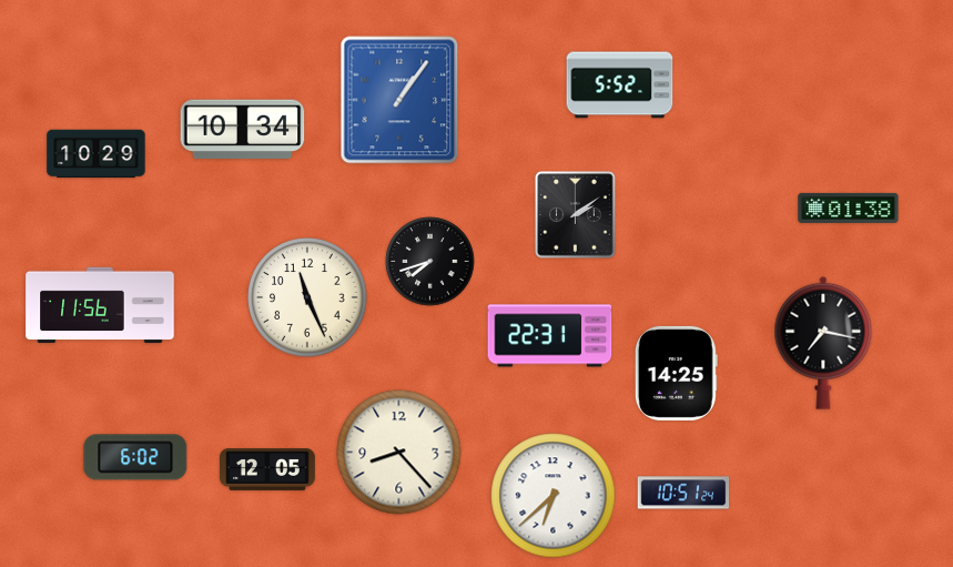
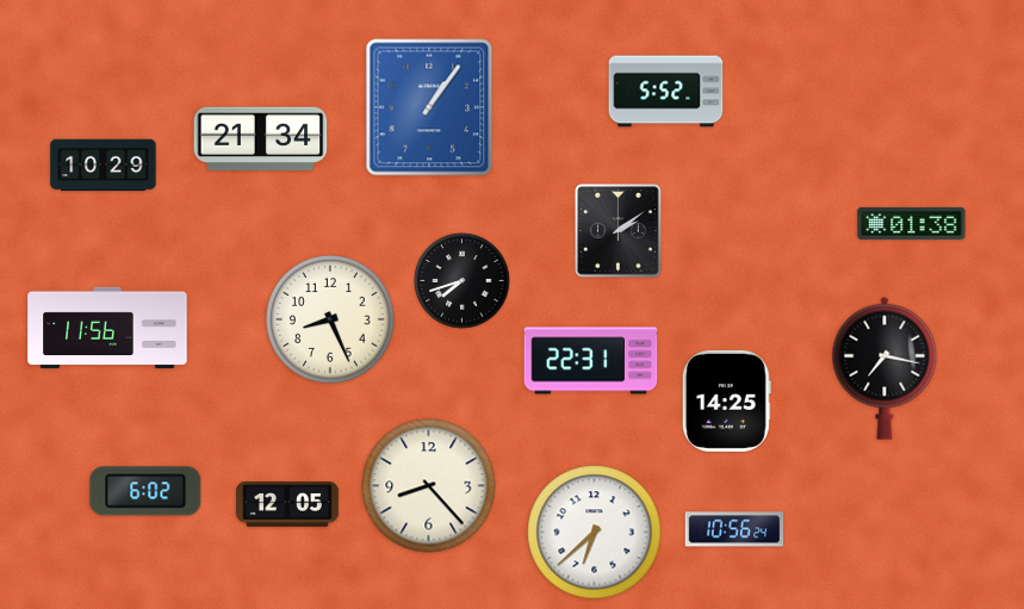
clock at (243, 130): 10:34 -> 21:34
clock at (307, 297): 11:26 -> 8:26
clock at (683, 493): 10:51 -> 10:56
